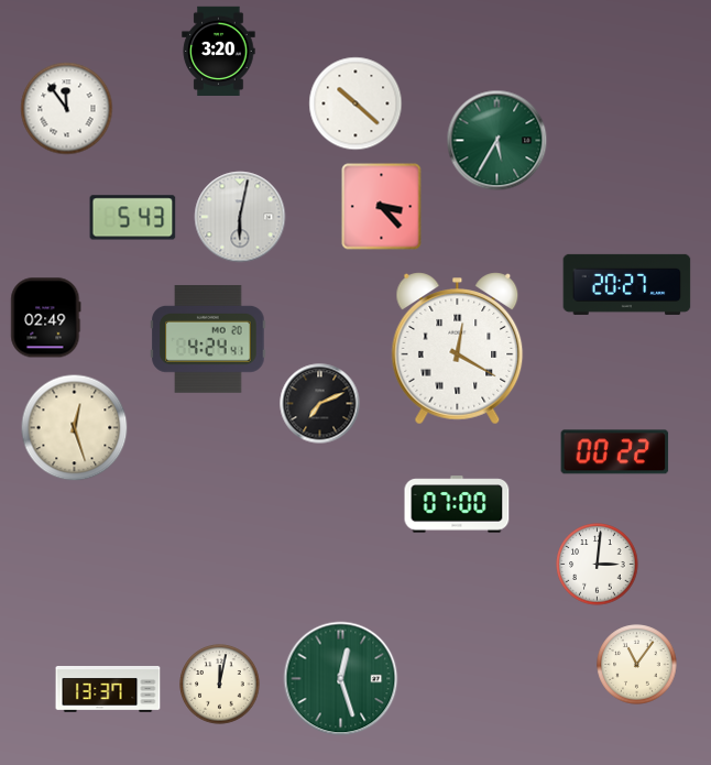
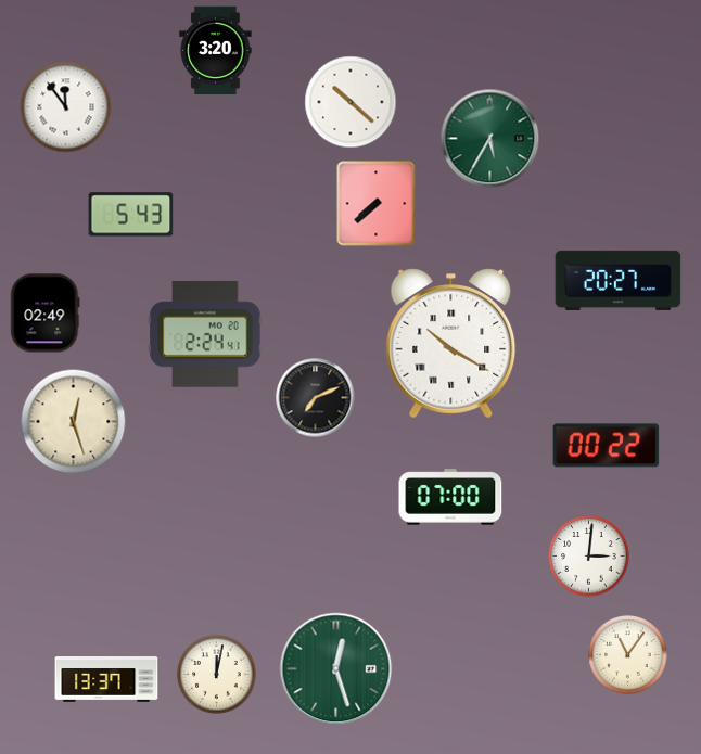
clock at (382, 207): 3:23 -> 7:38
clock at (240, 217): 6:02 -> none
clock at (208, 339): 4:24 -> 2:24
clock at (458, 349): 12:20 -> 10:20
